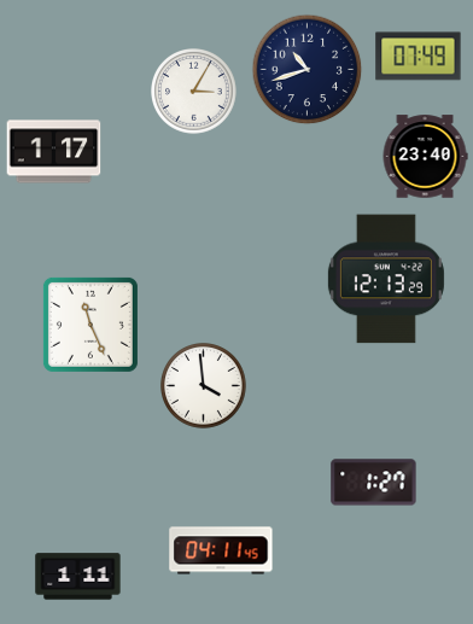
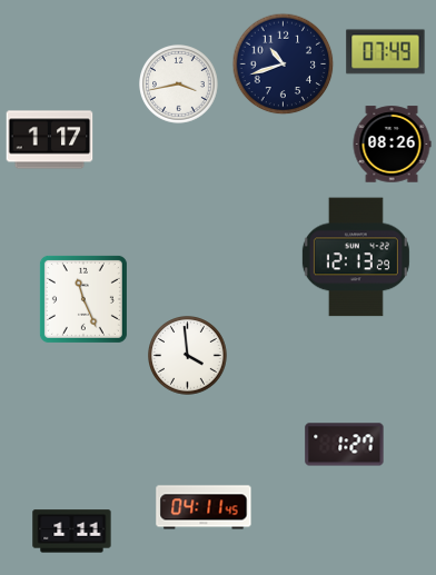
clock at (194, 92): 3:05 -> 3:43
clock at (425, 157): 23:40 -> 08:26
